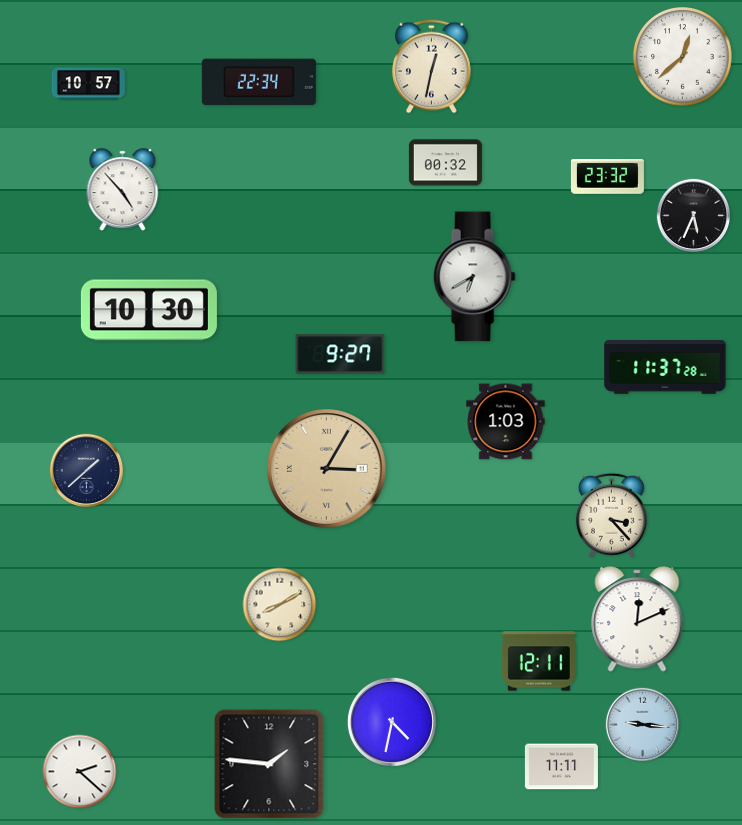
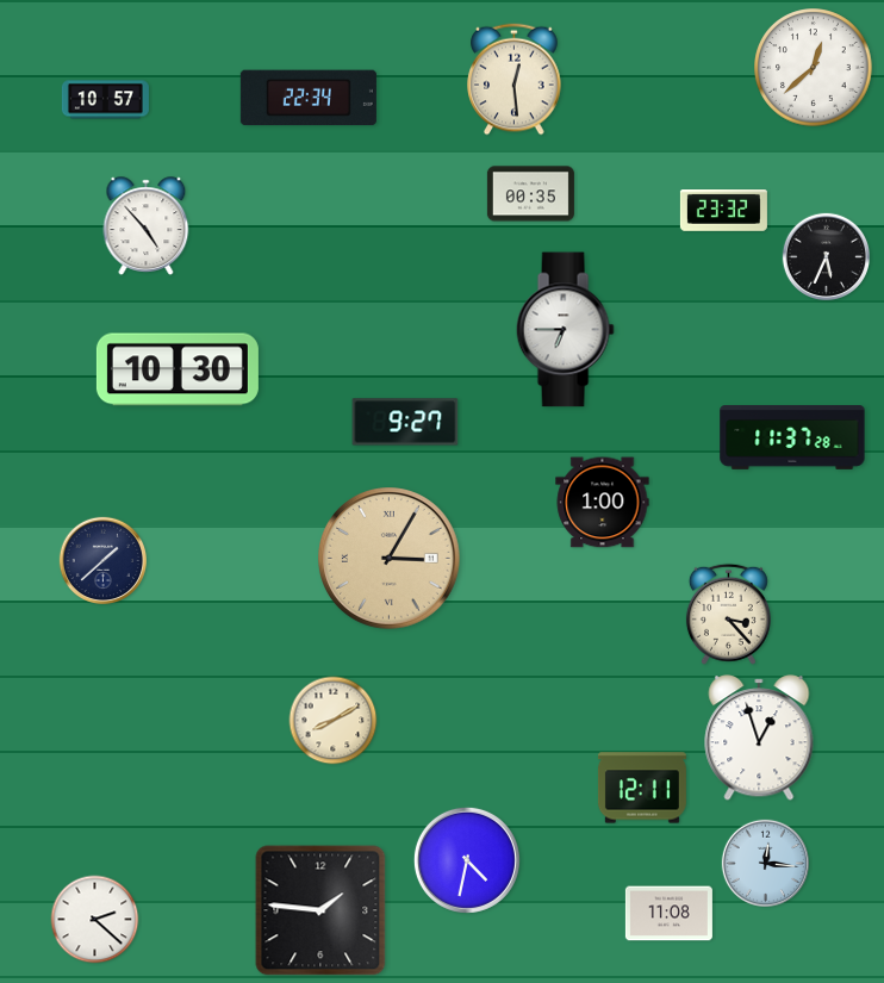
clock at (432, 67): 12:32 -> 12:29
clock at (445, 163): 00:32 -> 00:35
clock at (474, 277): 6:40 -> 6:45
clock at (506, 422): 1:03 -> 1:00
clock at (637, 619): 12:11 -> 12:57
clock at (643, 725): 9:16 -> 12:16
clock at (561, 767): 11:11 -> 11:08
